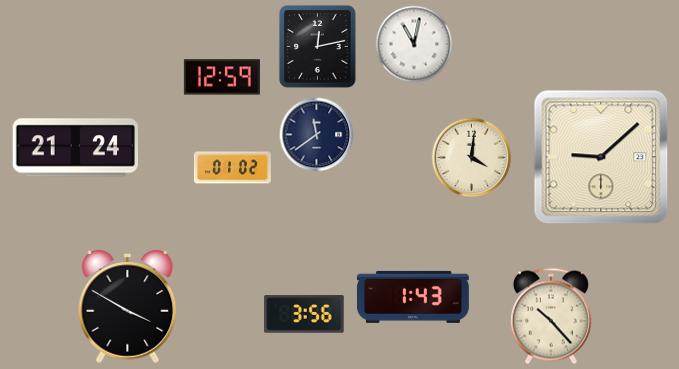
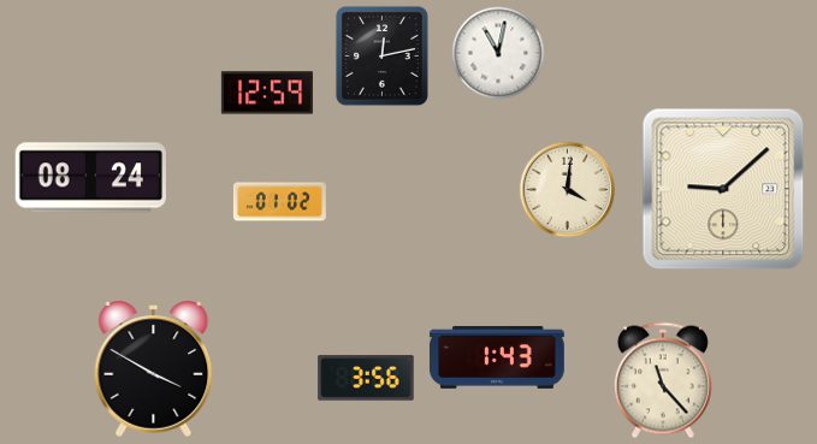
clock at (317, 135): 11:39 -> none
clock at (75, 148): 21:24 -> 08:24
clock at (551, 316): 10:23 -> 11:23
